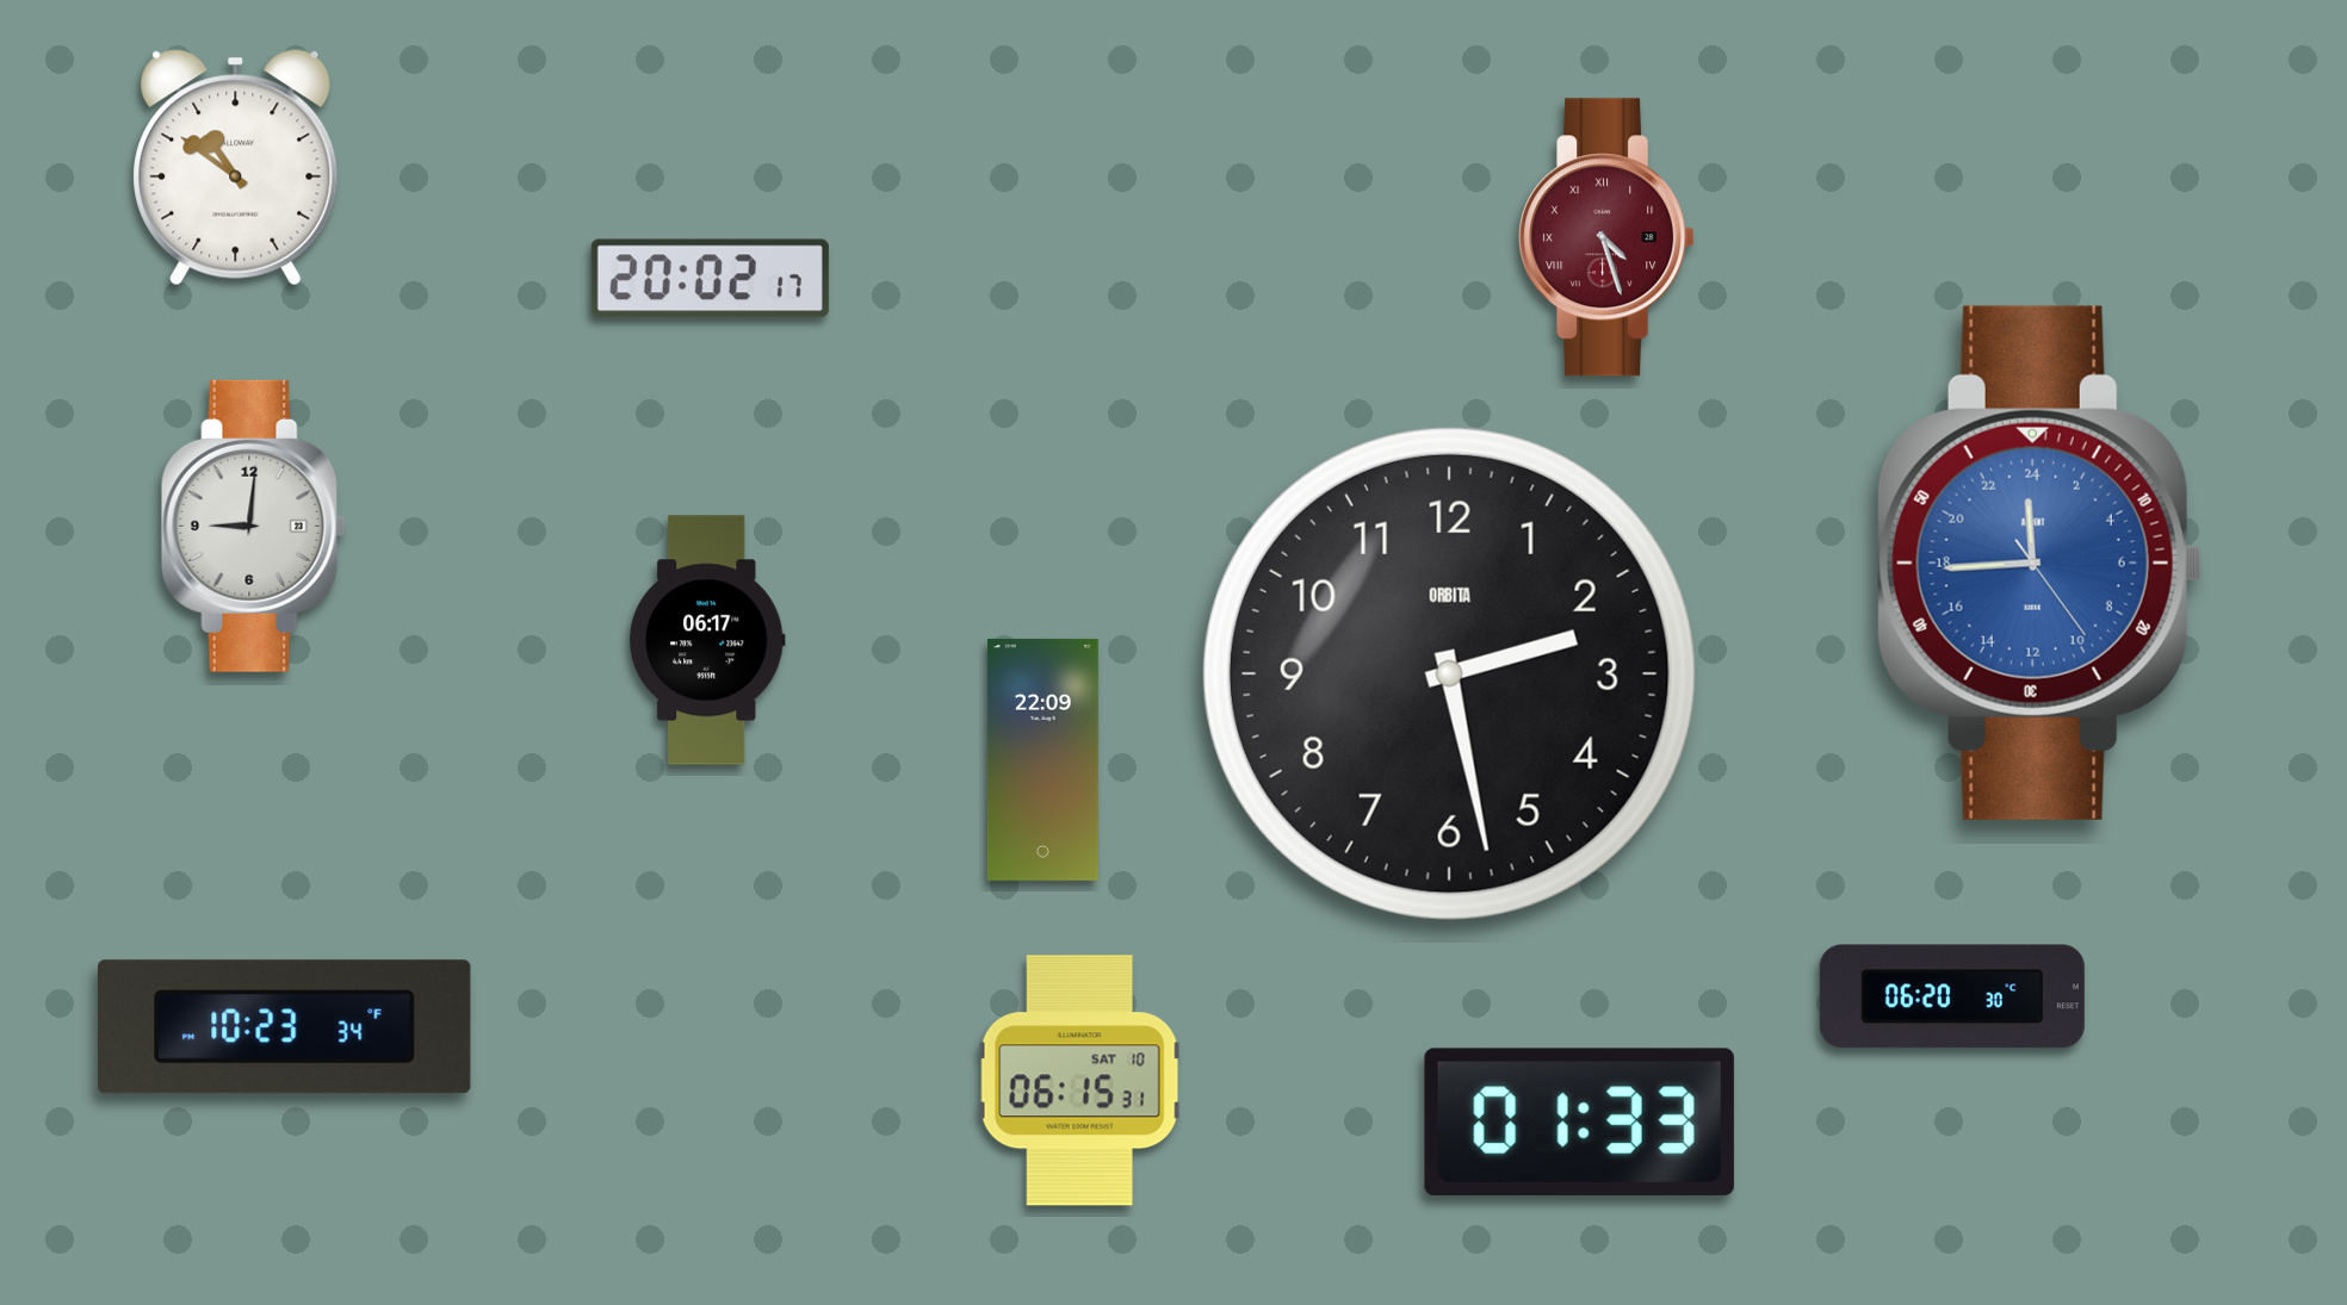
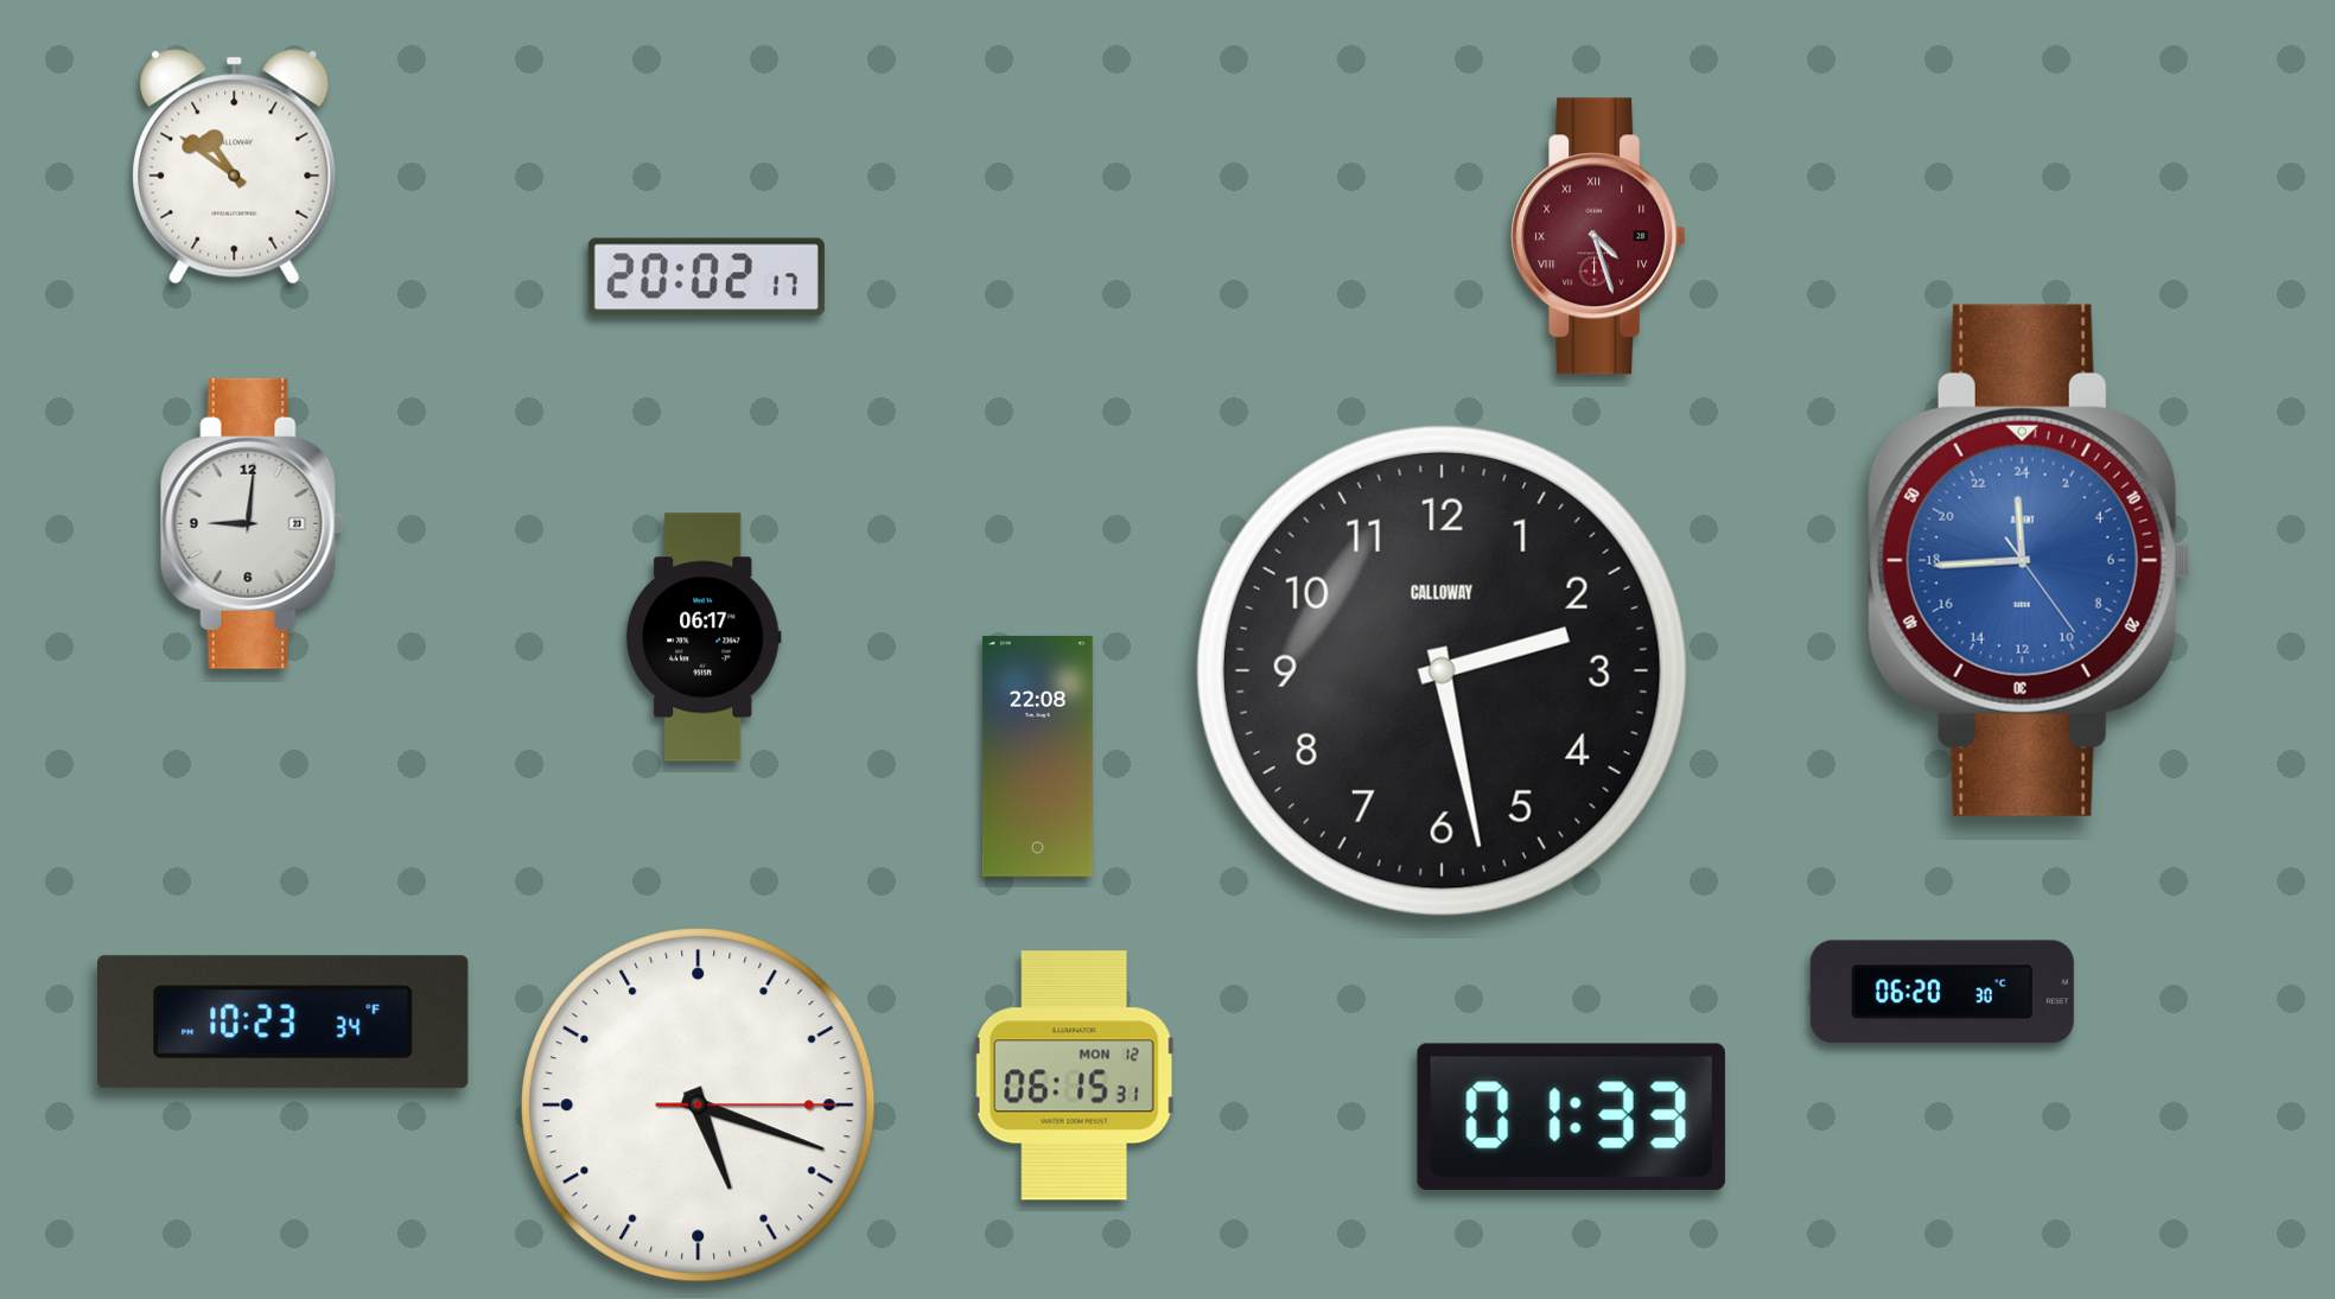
clock at (1449, 673) brand: ORBITA -> CALLOWAY
clock at (1042, 759): 22:09 -> 22:08
clock at (1080, 1081) date: SAT 10 -> MON 12
clock at (699, 1106): none -> 5:18
